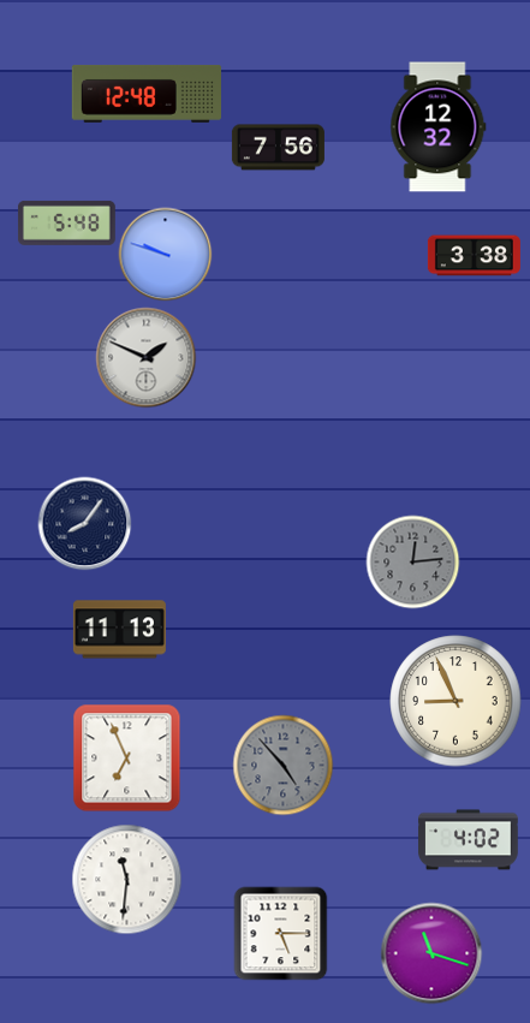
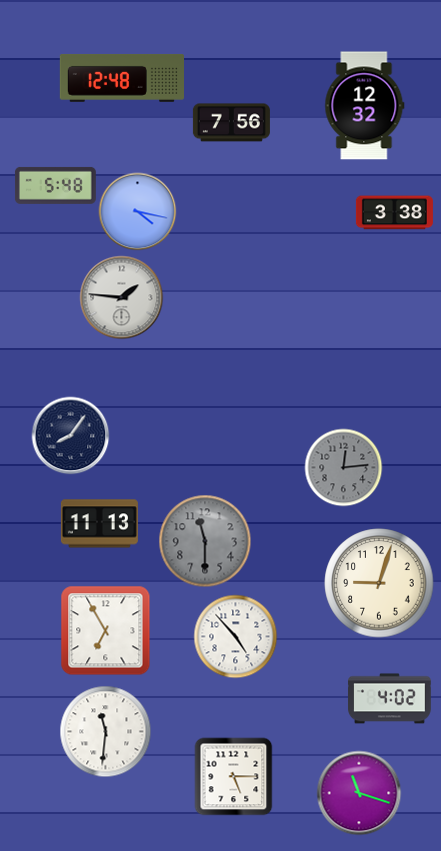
clock at (165, 254): 9:48 -> 4:17
clock at (145, 357): 1:49 -> 1:46
clock at (205, 541): none -> 11:30
clock at (455, 701): 8:56 -> 9:03
clock at (126, 757): 6:56 -> 6:55
clock at (282, 765) dial: grey -> white
